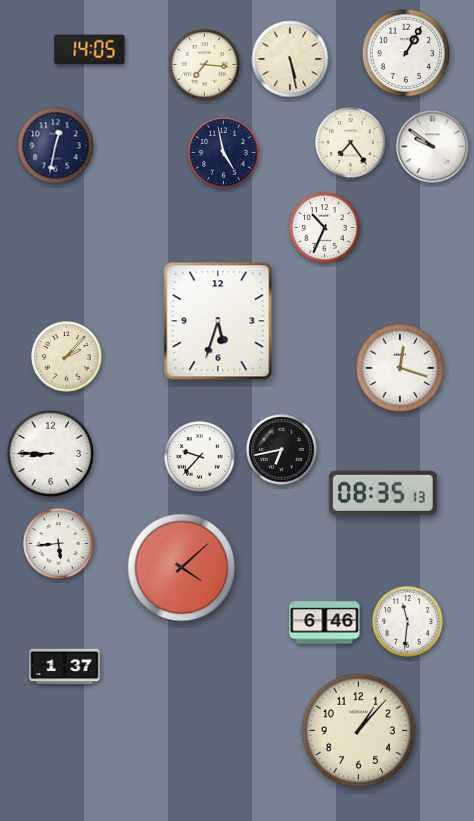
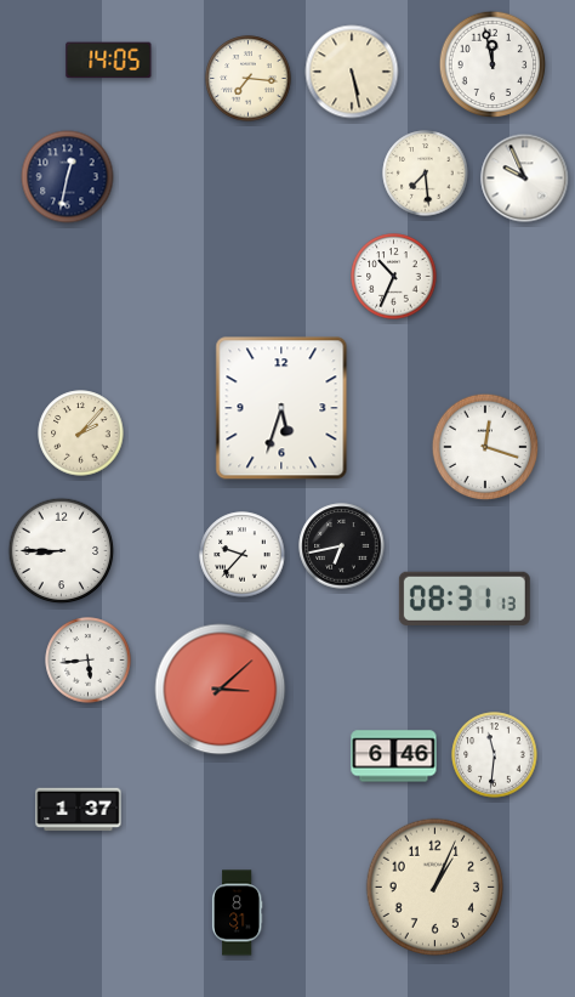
clock at (406, 53): 1:05 -> 11:58
clock at (351, 143): 7:24 -> 7:29
clock at (433, 147): 9:51 -> 9:56
clock at (224, 153): 4:58 -> none
clock at (218, 321) position: (218, 321) -> (281, 408)
clock at (383, 493): 08:35 -> 08:31
clock at (59, 544) position: (59, 544) -> (89, 661)
clock at (182, 568): 4:08 -> 3:08
clock at (359, 731): 1:07 -> 1:04
clock at (237, 913): none -> 8:31
